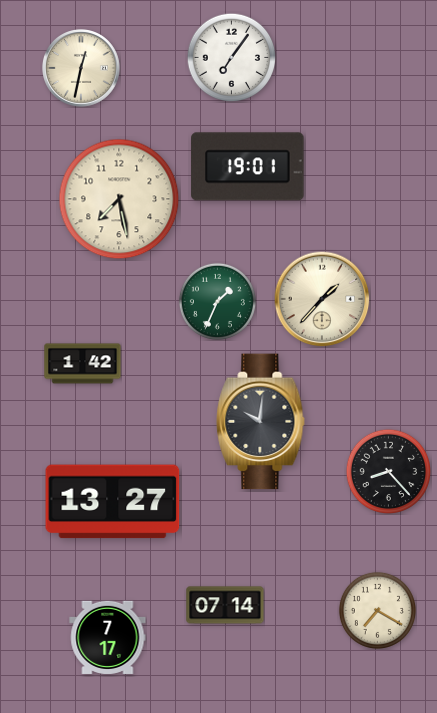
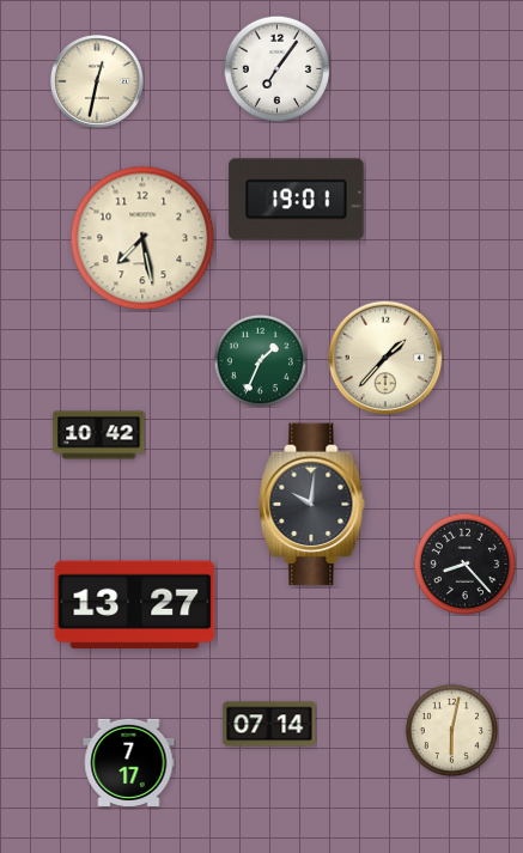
clock at (83, 364): 1:42 -> 10:42
clock at (113, 502) position: (113, 502) -> (135, 605)
clock at (377, 610): 7:20 -> 6:02
